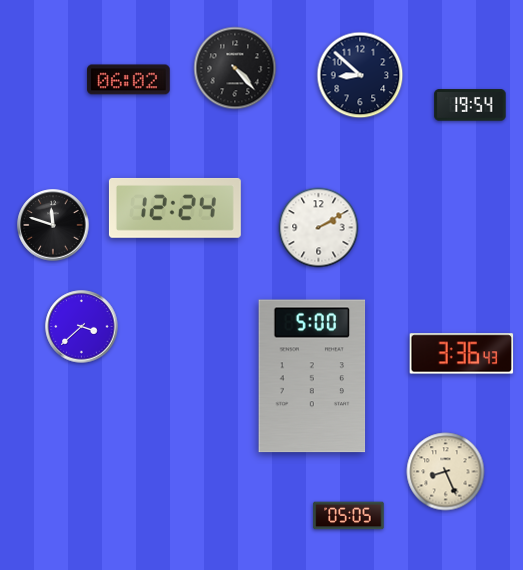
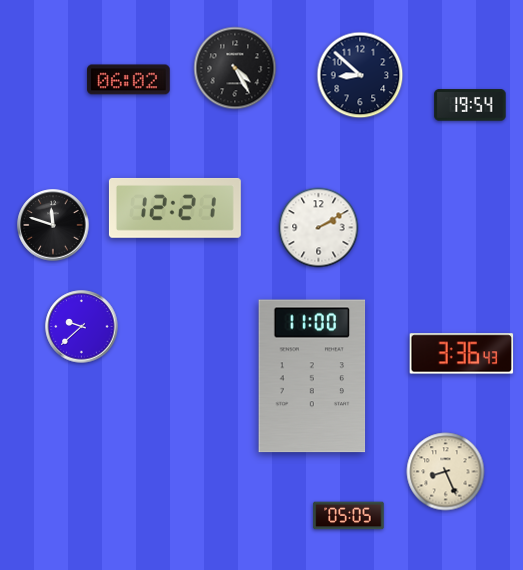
clock at (235, 68): 4:23 -> 4:25
clock at (175, 208): 12:24 -> 12:21
clock at (82, 327): 3:38 -> 9:38
clock at (312, 376): 5:00 -> 11:00
